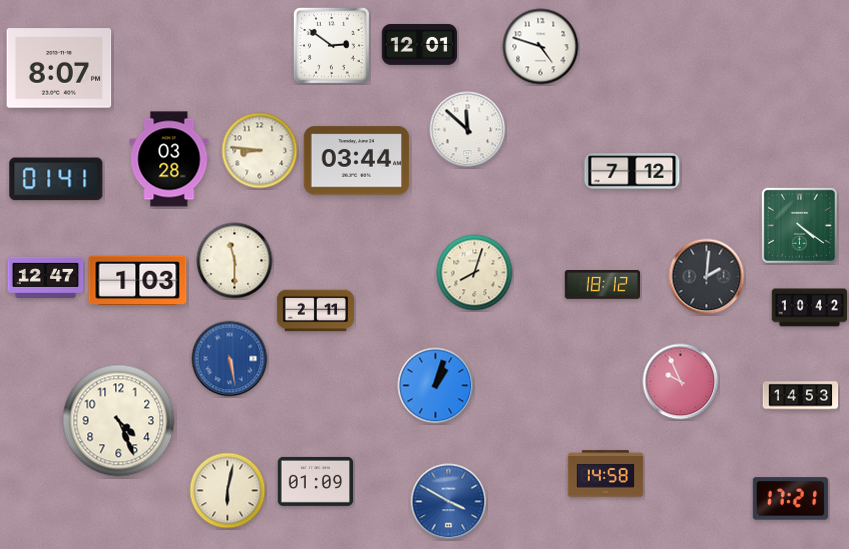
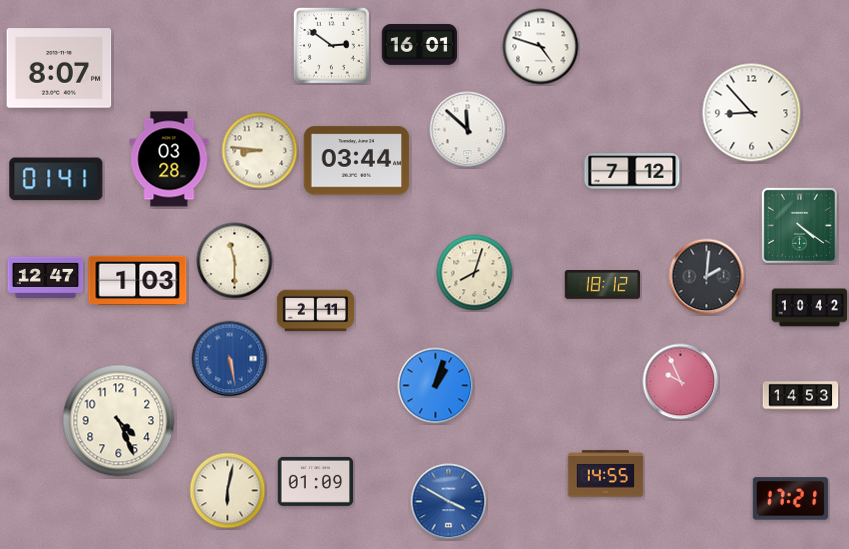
clock at (420, 45): 12:01 -> 16:01
clock at (752, 113): none -> 8:53
clock at (606, 474): 14:58 -> 14:55
